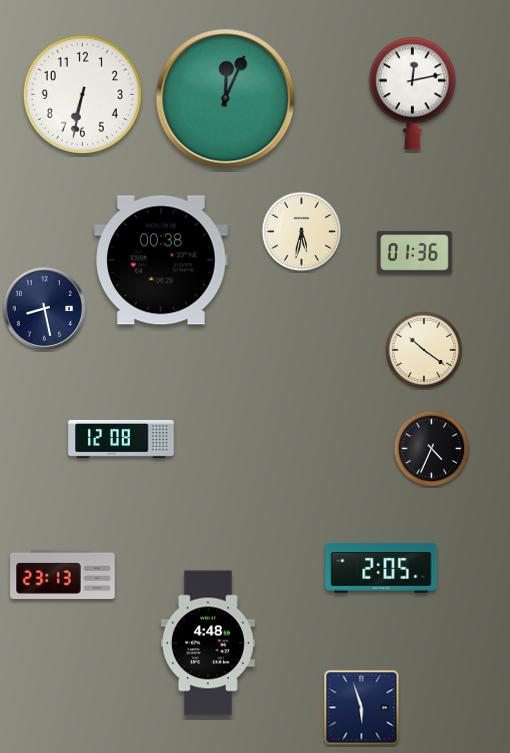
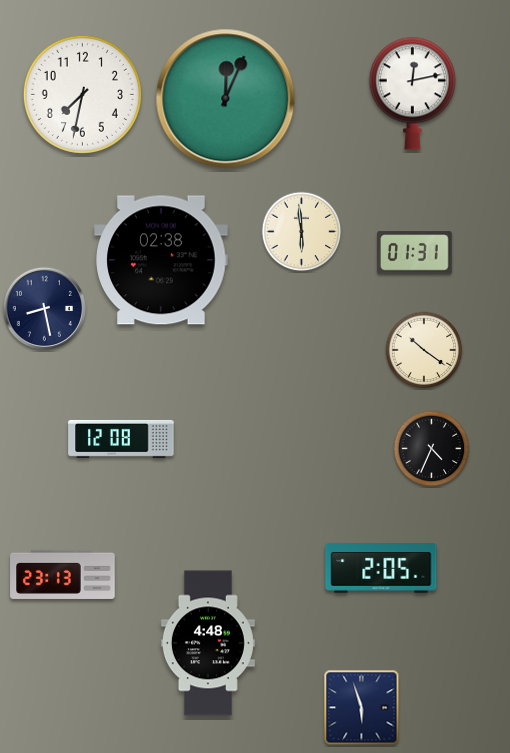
clock at (82, 94): 6:32 -> 7:32
clock at (302, 232): 5:32 -> 5:59
clock at (415, 253): 01:36 -> 01:31
clock at (161, 260): 00:38 -> 02:38
